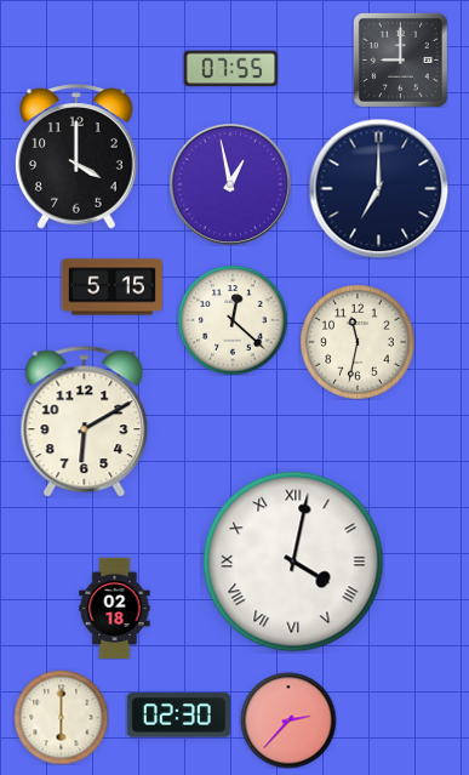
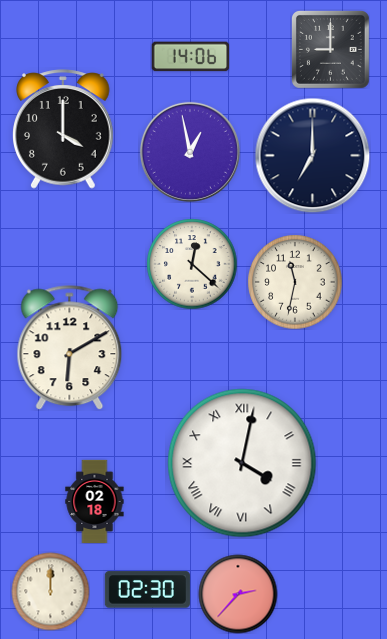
clock at (230, 69): 07:55 -> 14:06
clock at (111, 287): 5:15 -> none
clock at (61, 717): 6:00 -> 12:00
